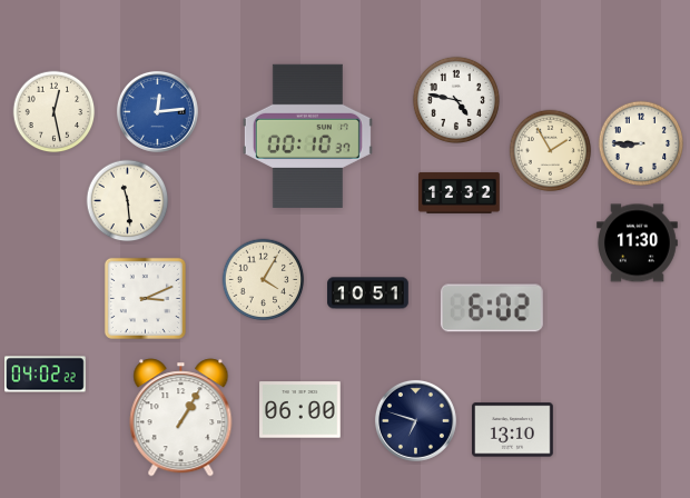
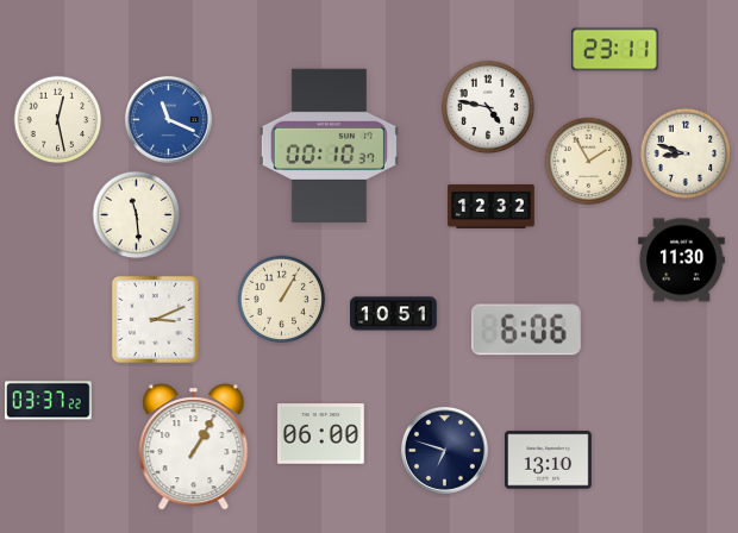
clock at (615, 50): none -> 23:11
clock at (157, 111): 12:14 -> 11:19
clock at (641, 143): 8:45 -> 8:48
clock at (264, 280): 4:05 -> 1:05
clock at (492, 308): 6:02 -> 6:06
clock at (46, 375): 04:02 -> 03:37
clock at (300, 410) position: (300, 410) -> (321, 434)
